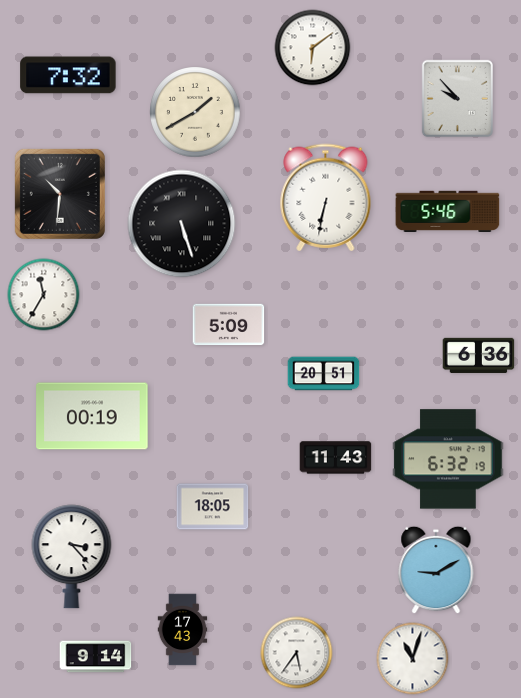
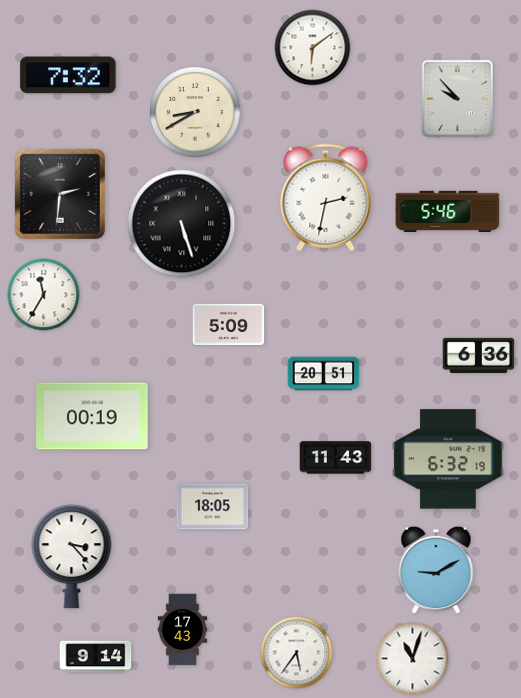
clock at (195, 112): 1:40 -> 8:40
clock at (60, 194): 10:31 -> 2:31
clock at (326, 198): 6:32 -> 2:32
